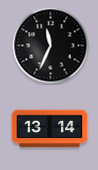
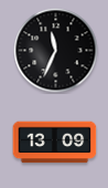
clock at (50, 129): 13:14 -> 13:09
